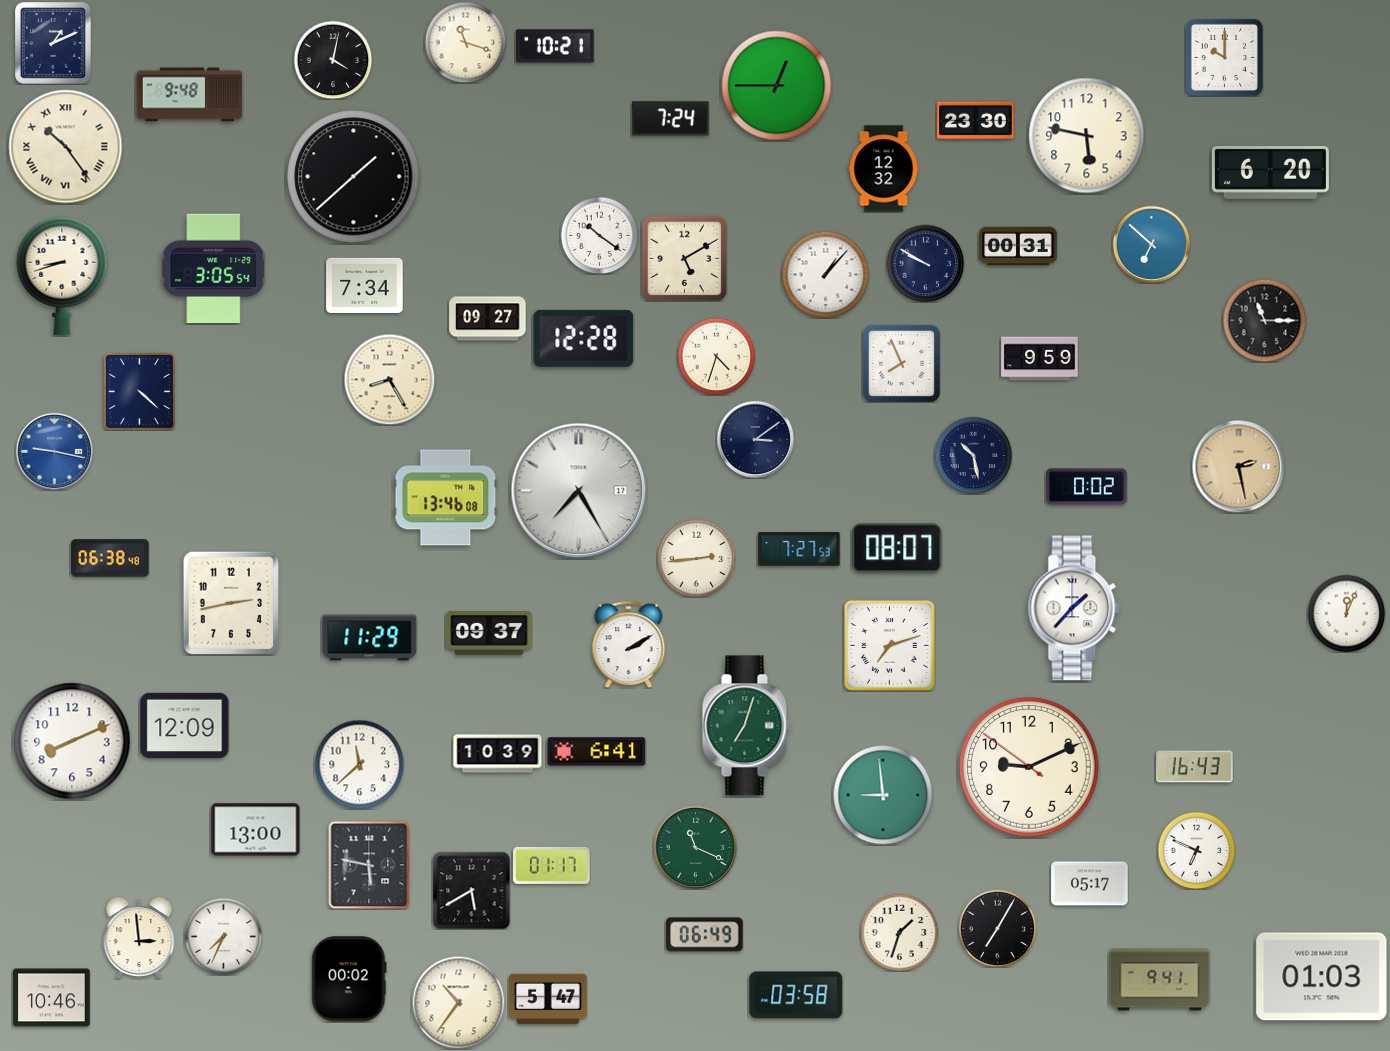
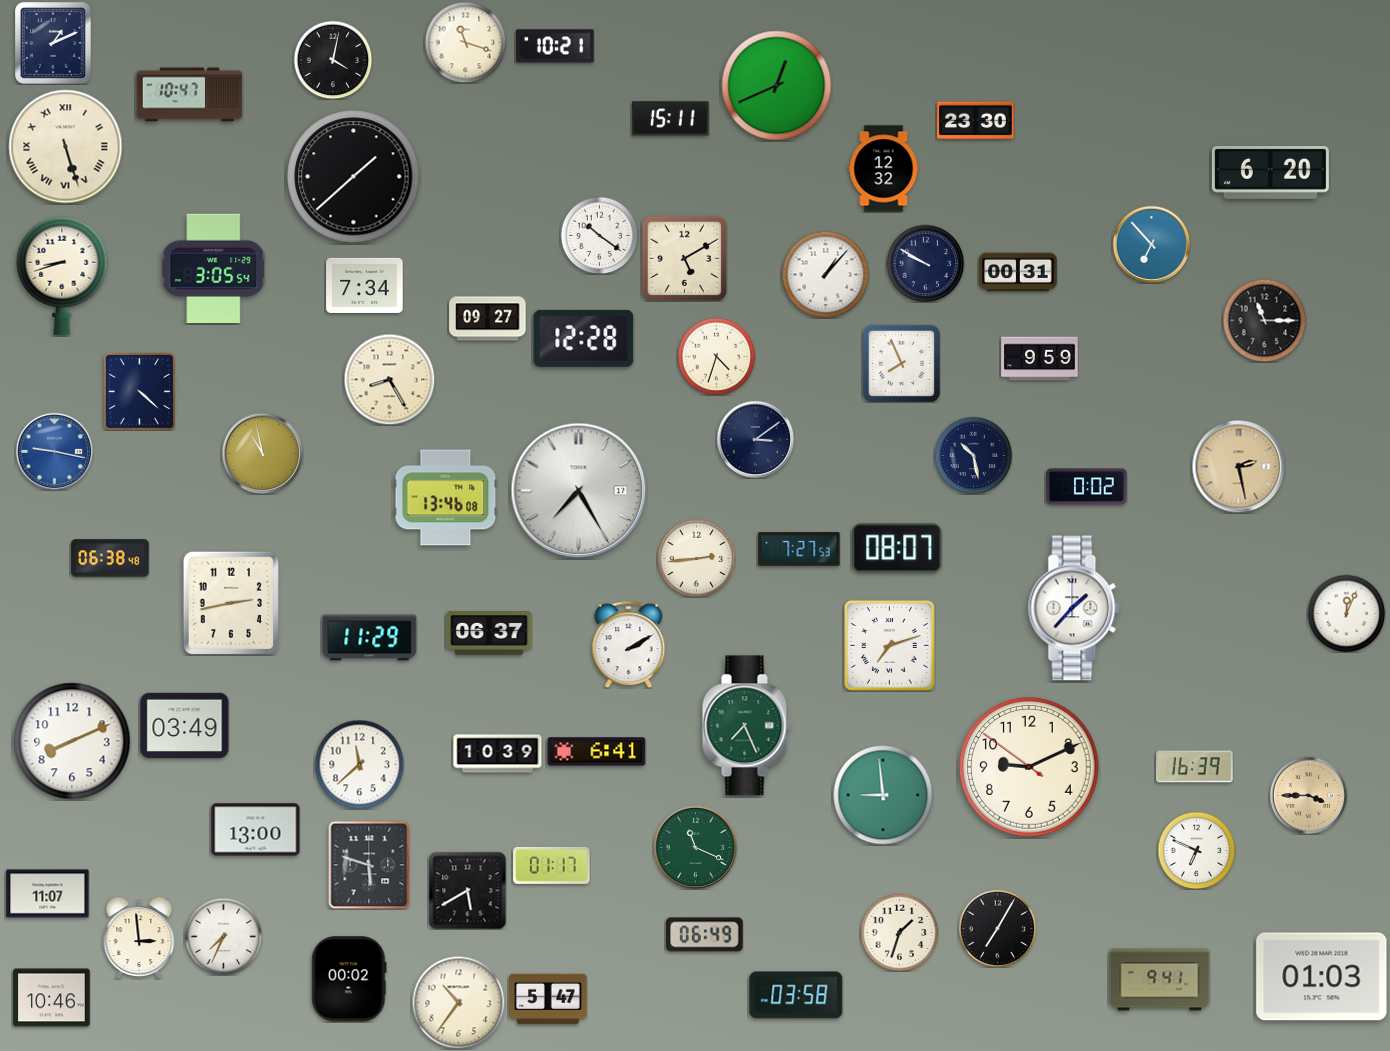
clock at (1224, 57): 10:00 -> none
clock at (777, 86): 12:45 -> 12:41
clock at (190, 95): 9:48 -> 10:47
clock at (671, 119): 7:24 -> 15:11
clock at (1087, 136): 5:47 -> none
clock at (66, 147): 10:24 -> 5:27
clock at (1151, 244): 6:52 -> 6:53
clock at (1018, 246) position: (1018, 246) -> (1018, 272)
clock at (262, 453): none -> 10:58
clock at (489, 634): 09:37 -> 06:37
clock at (185, 725): 12:09 -> 03:49
clock at (746, 726): 7:03 -> 7:26
clock at (1195, 767): 16:43 -> 16:39
clock at (1308, 795): none -> 3:45
clock at (369, 865): 5:47 -> 5:48
clock at (1090, 884): 05:17 -> none
clock at (471, 890) position: (471, 890) -> (467, 890)
clock at (48, 894): none -> 11:07
